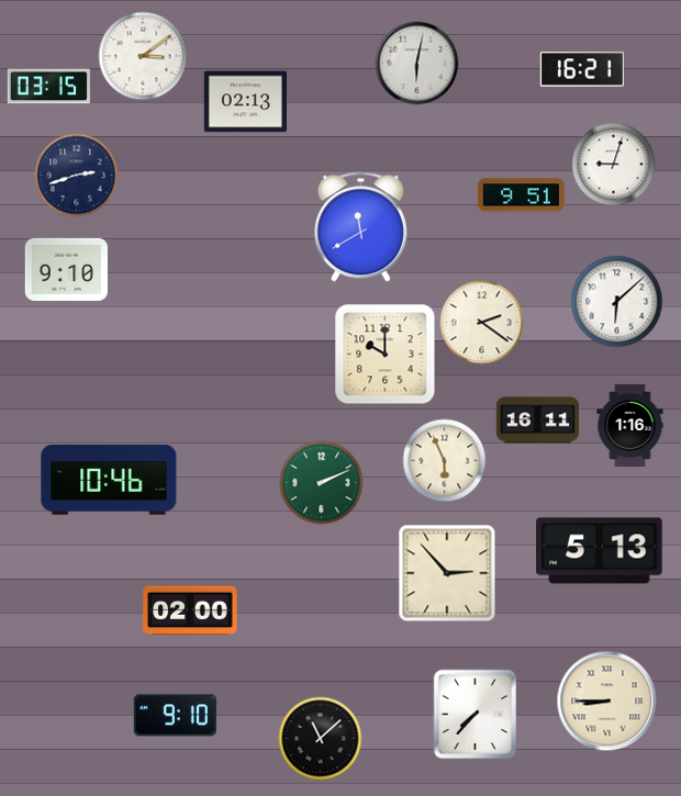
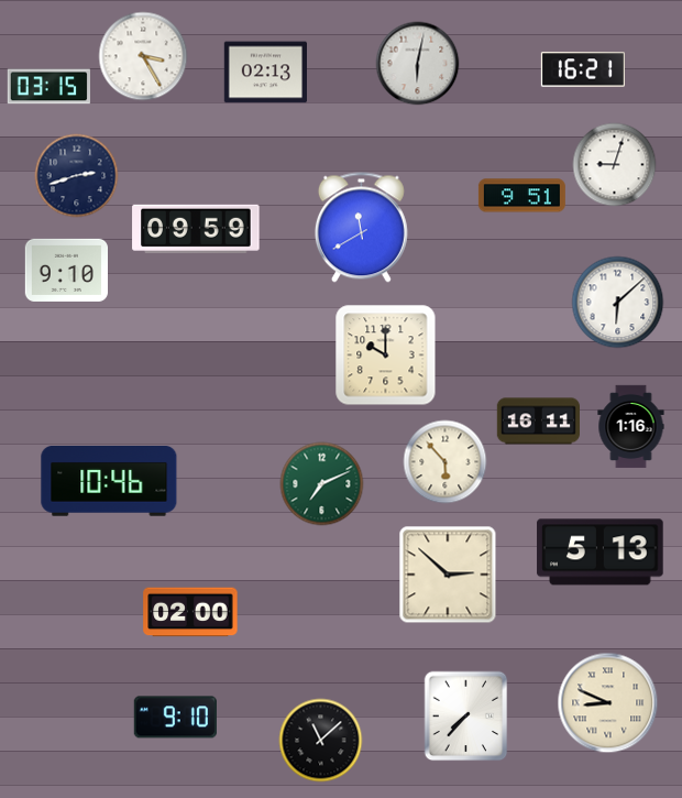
clock at (143, 56): 3:09 -> 3:25
clock at (245, 102) position: (245, 102) -> (265, 73)
clock at (196, 229): none -> 09:59
clock at (482, 323): 2:21 -> none
clock at (445, 461): 5:56 -> 5:53
clock at (322, 483): 2:11 -> 7:11
clock at (447, 573): 2:53 -> 2:52
clock at (607, 702): 8:45 -> 8:49
clock at (476, 715) position: (476, 715) -> (466, 717)
